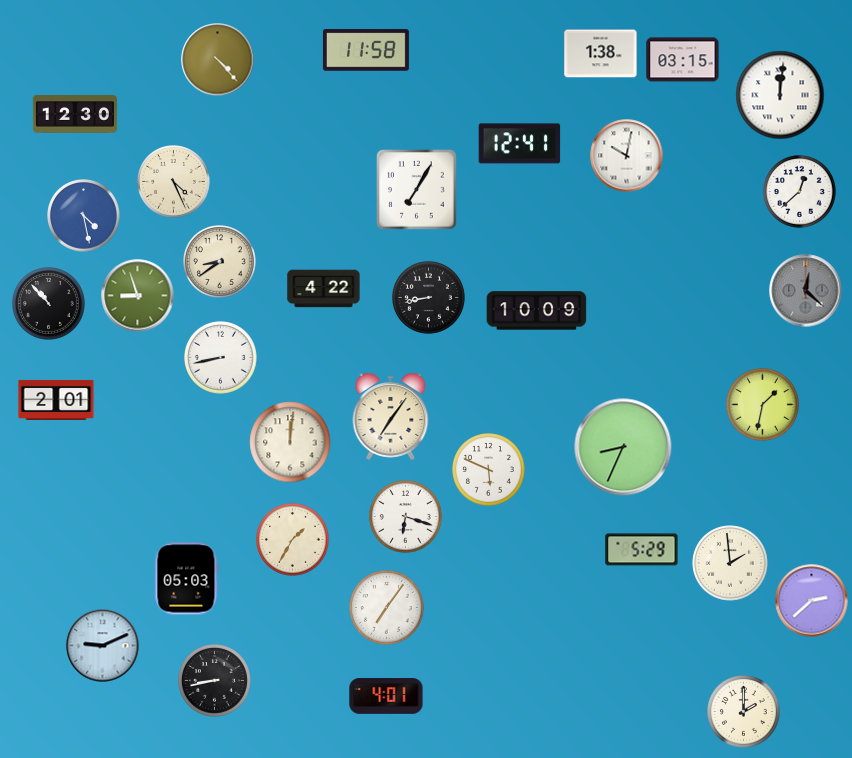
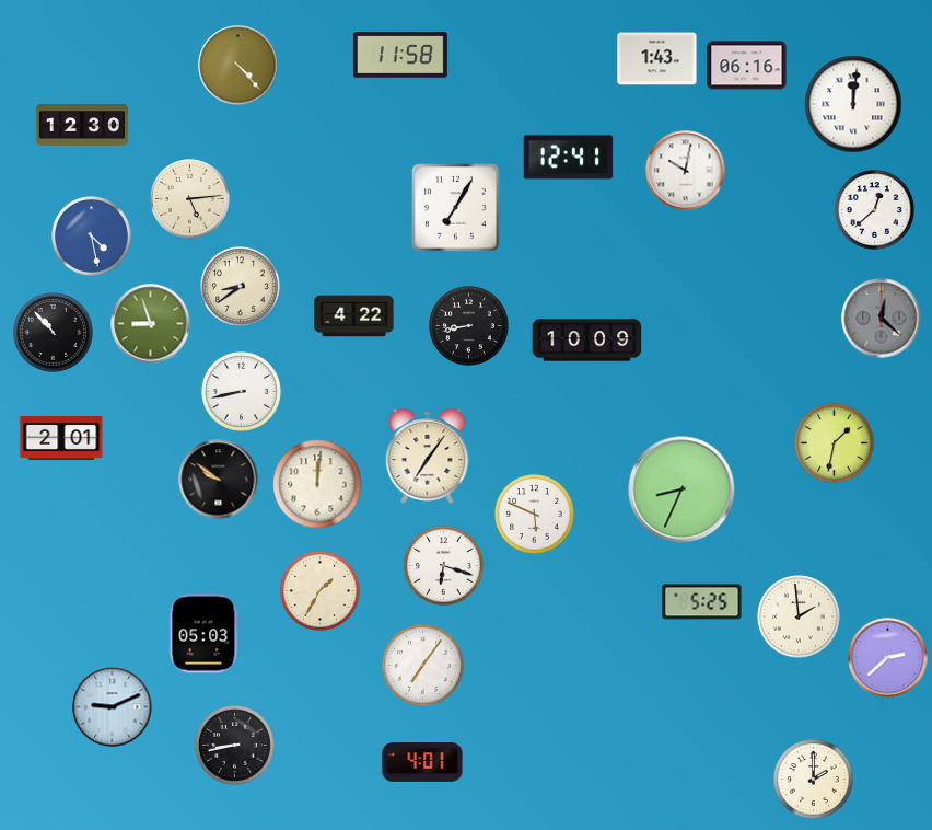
clock at (601, 54): 1:38 -> 1:43
clock at (683, 60): 03:15 -> 06:16
clock at (174, 182): 4:26 -> 5:14
clock at (219, 480): none -> 9:51
clock at (642, 550): 5:29 -> 5:25
